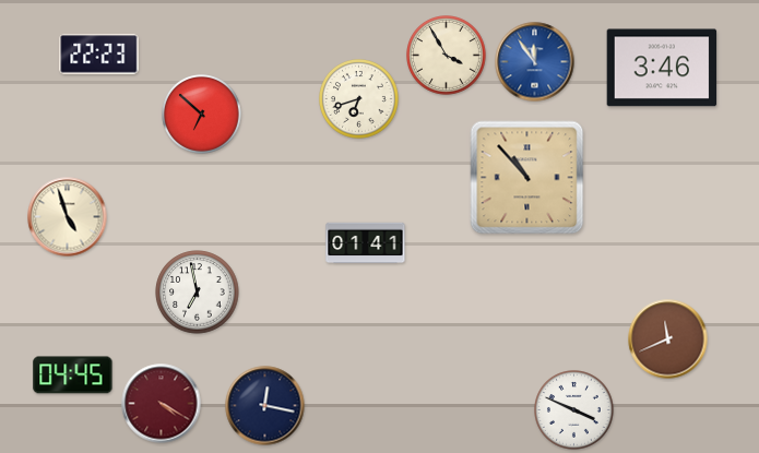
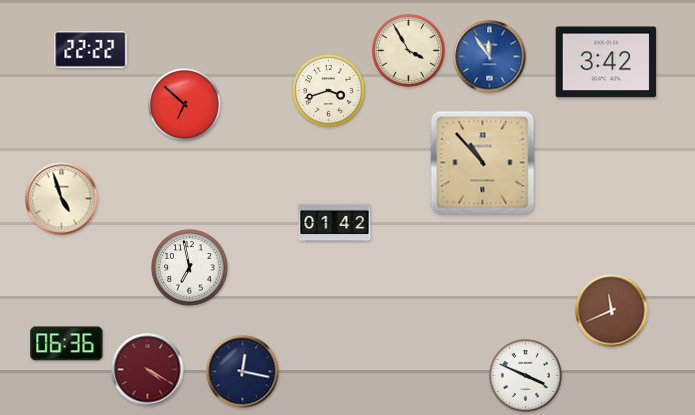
clock at (99, 55): 22:23 -> 22:22
clock at (662, 68): 3:46 -> 3:42
clock at (359, 99): 6:42 -> 3:42
clock at (366, 243): 01:41 -> 01:42
clock at (198, 293) position: (198, 293) -> (190, 268)
clock at (73, 375): 04:45 -> 06:36
